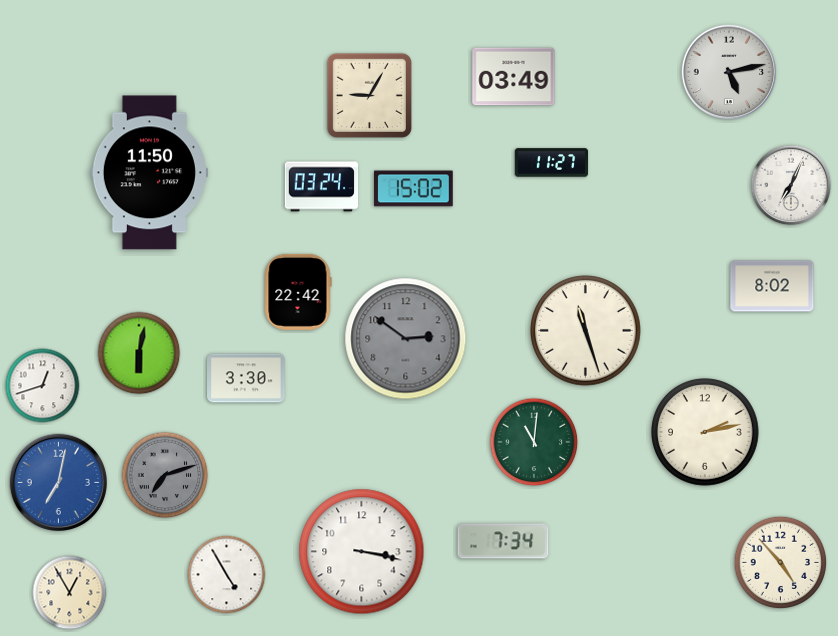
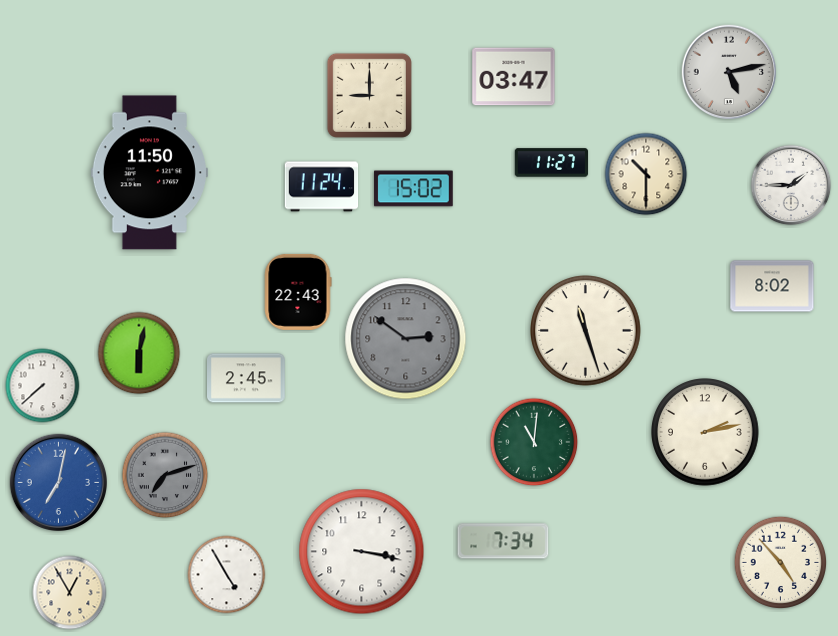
clock at (514, 77): 03:49 -> 03:47
clock at (369, 95): 9:05 -> 9:00
clock at (646, 174): none -> 10:30
clock at (791, 185): 7:04 -> 1:45
clock at (322, 187): 03:24 -> 11:24
clock at (298, 292): 22:42 -> 22:43
clock at (247, 378): 3:30 -> 2:45
clock at (43, 386): 12:42 -> 7:38
